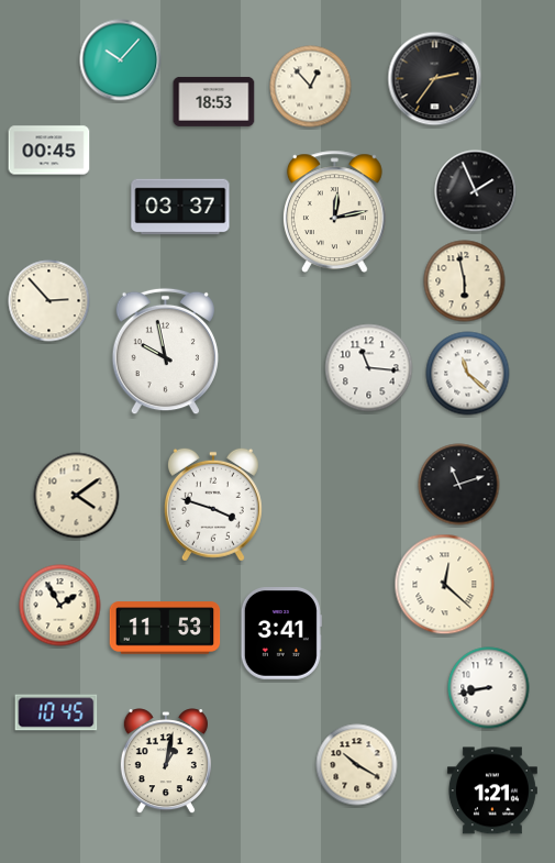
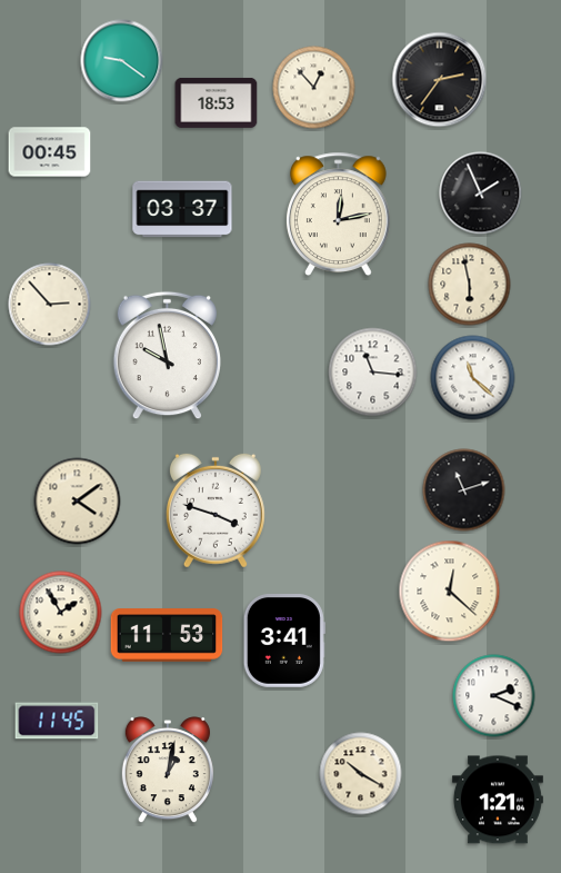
clock at (121, 60): 10:07 -> 9:21
clock at (489, 688): 8:43 -> 2:19
clock at (56, 712): 10:45 -> 11:45
